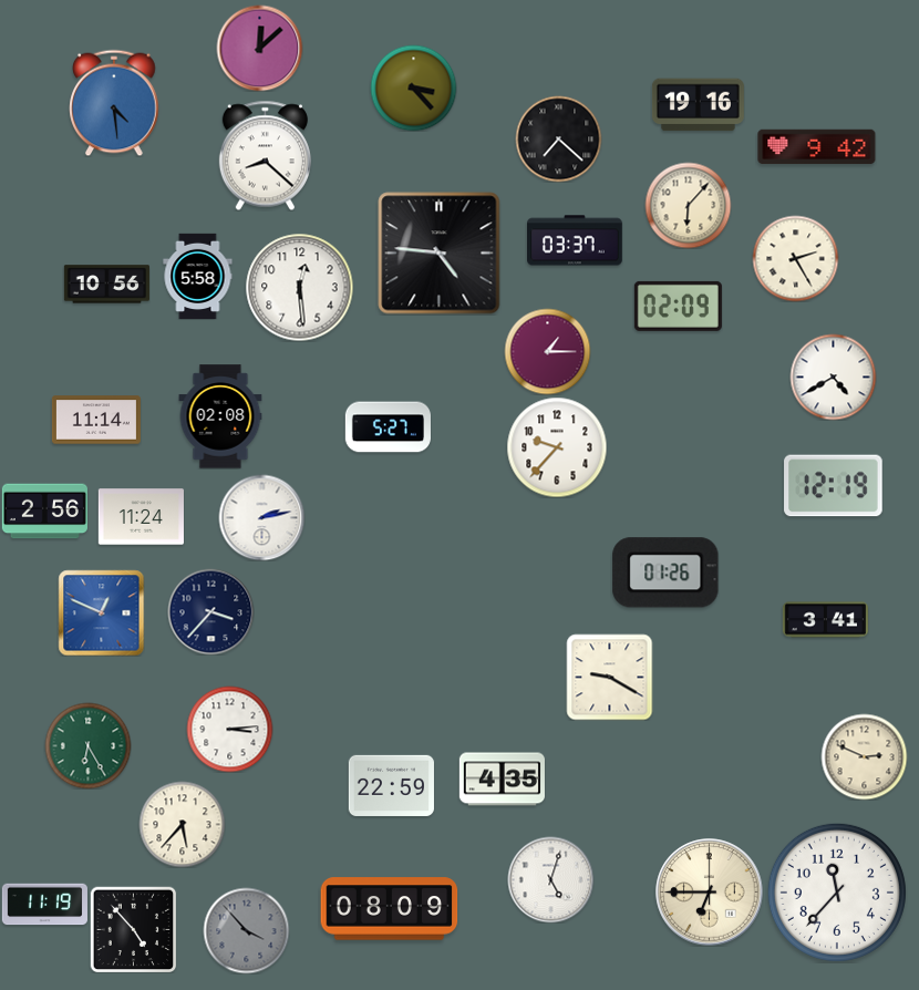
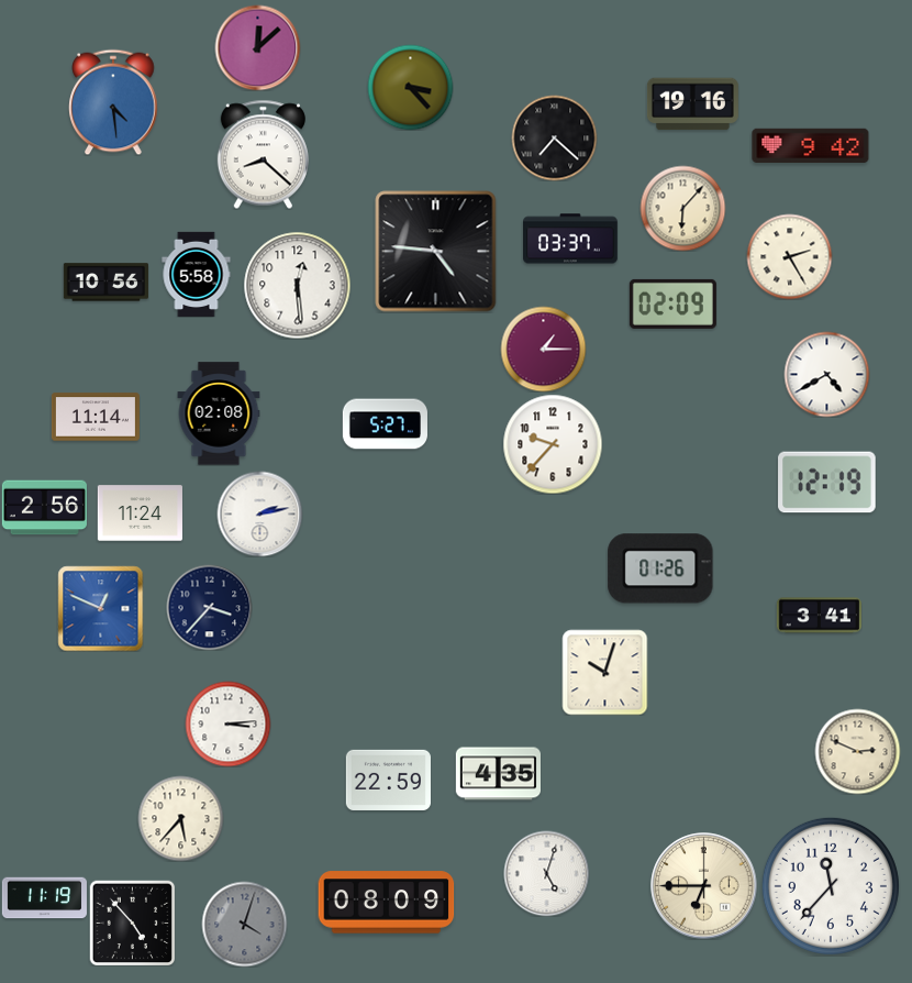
clock at (688, 205) position: (688, 205) -> (682, 208)
clock at (609, 677): 9:20 -> 10:03
clock at (87, 745): 6:25 -> none
clock at (246, 930): 3:53 -> 4:03
